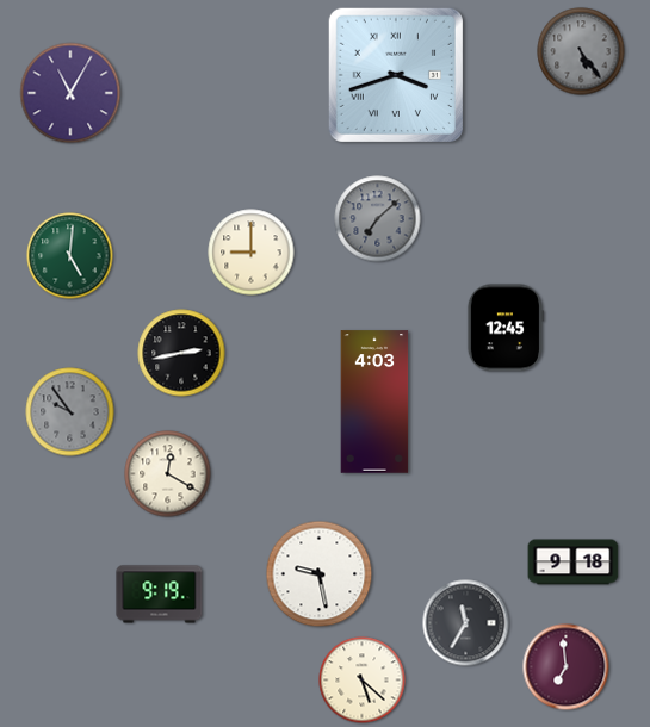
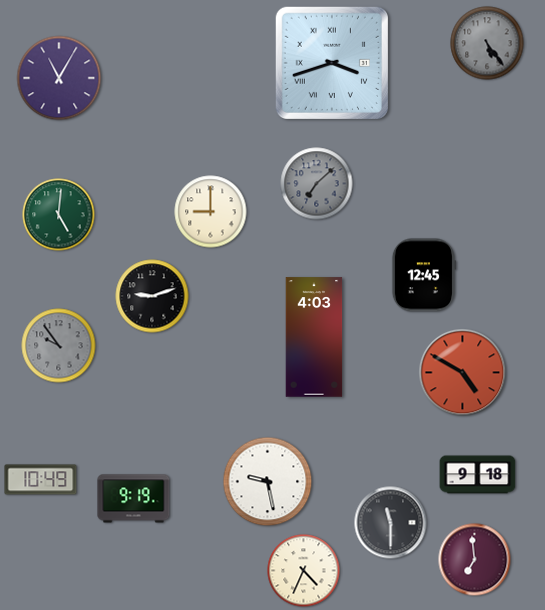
clock at (181, 353): 2:43 -> 9:12
clock at (463, 373): none -> 4:50
clock at (168, 474): 12:20 -> none
clock at (574, 563) position: (574, 563) -> (478, 475)
clock at (41, 480): none -> 10:49
clock at (466, 623): 11:35 -> 11:30
clock at (363, 681): 5:22 -> 4:34
